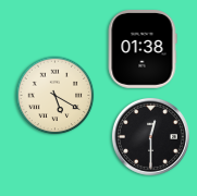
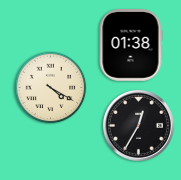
clock at (56, 96): 5:20 -> 4:20
clock at (150, 136): 12:30 -> 12:35
